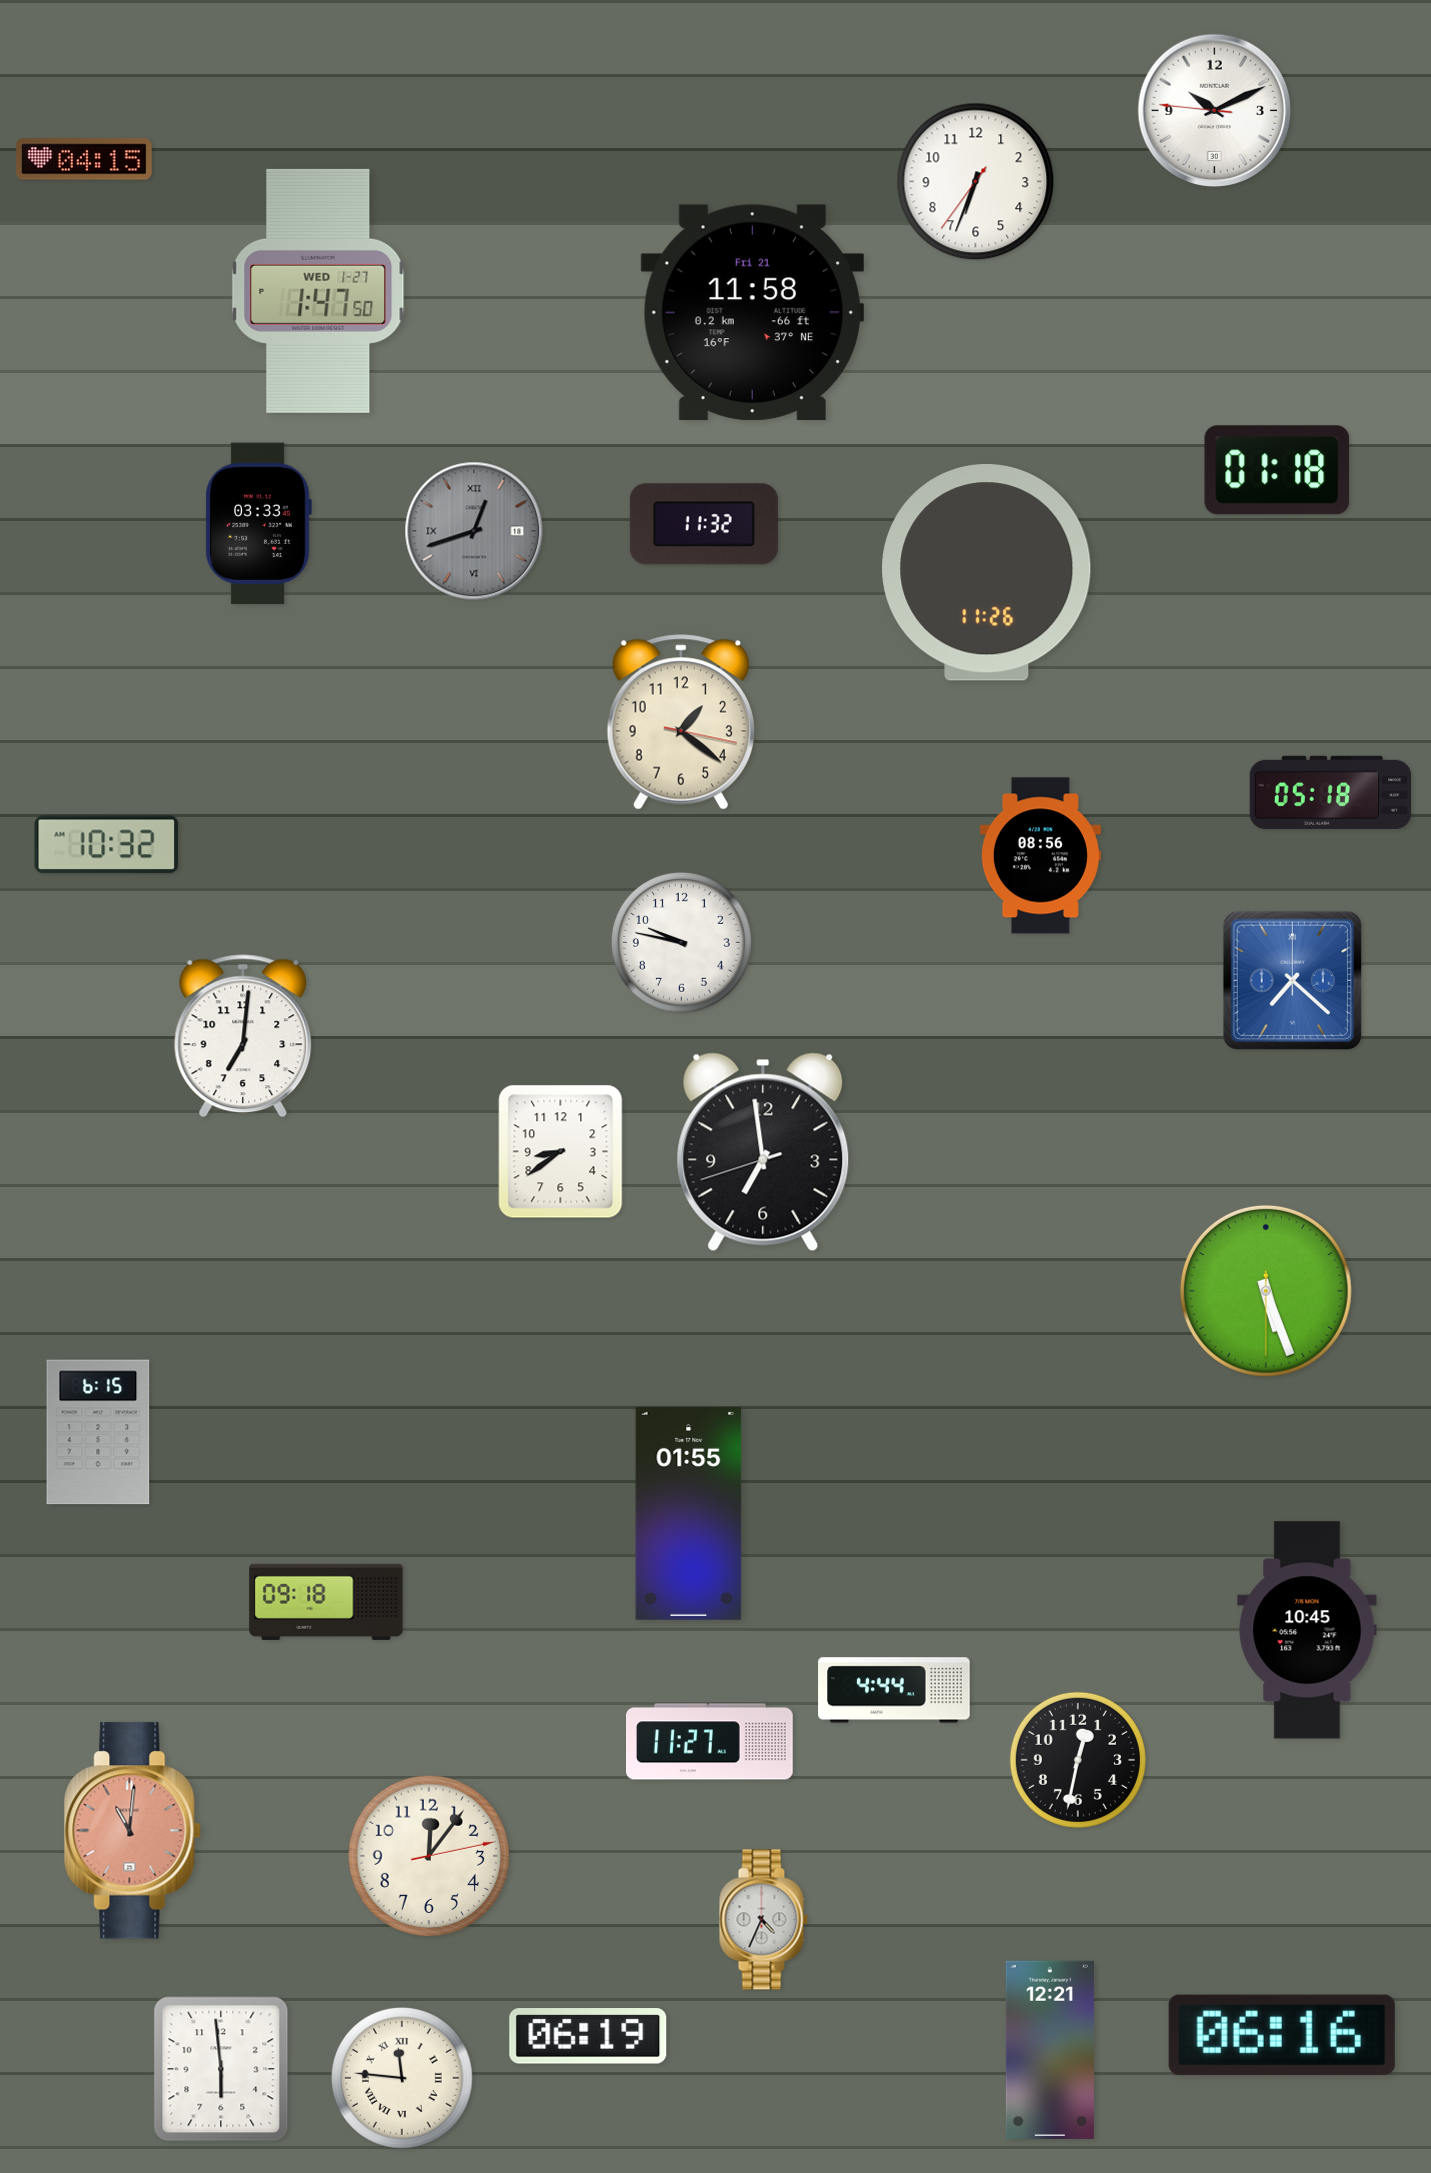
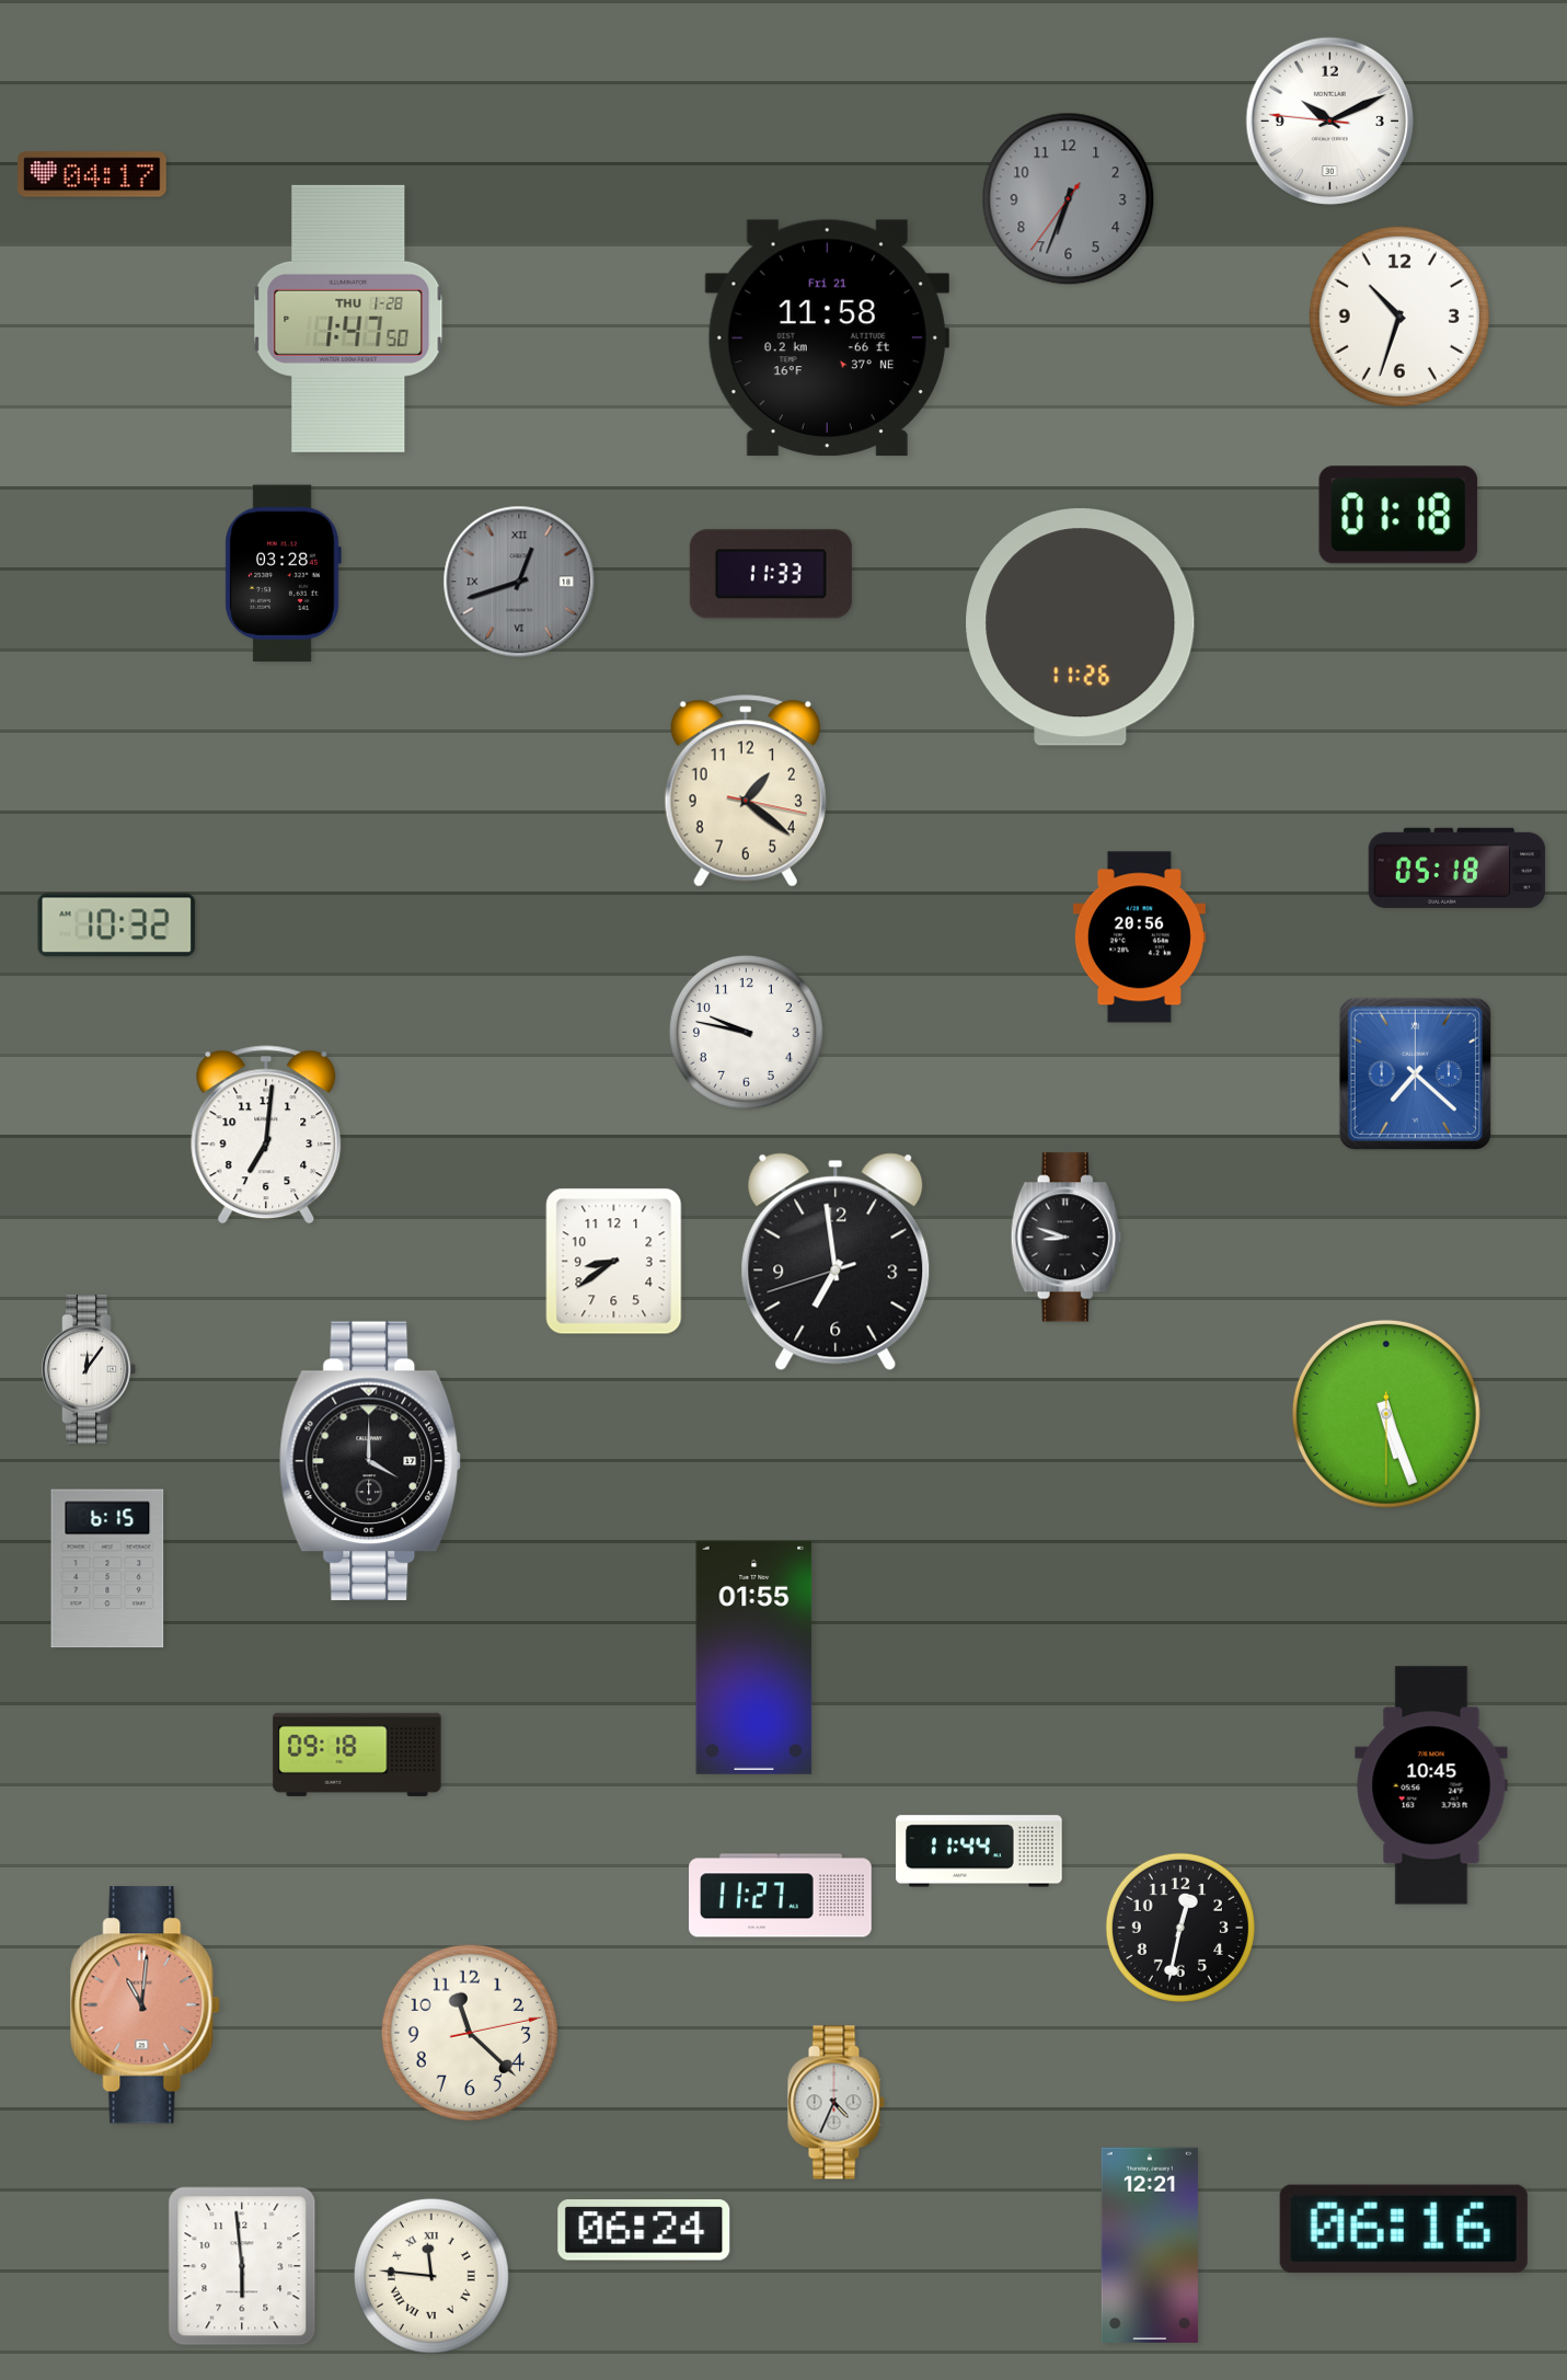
clock at (84, 159): 04:15 -> 04:17
clock at (976, 182) dial: white -> grey
clock at (1399, 317): none -> 10:33
clock at (318, 291) date: WED 1-27 -> THU 1-28
clock at (752, 313) position: (752, 313) -> (827, 338)
clock at (258, 524): 03:33 -> 03:28
clock at (704, 524): 11:32 -> 11:33
clock at (1040, 856): 08:56 -> 20:56
clock at (1065, 1238): none -> 8:48
clock at (89, 1369): none -> 12:06
clock at (370, 1460): none -> 4:00
clock at (894, 1690): 4:44 -> 11:44
clock at (710, 1742) position: (710, 1742) -> (781, 1896)
clock at (429, 1856): 12:06 -> 11:22
clock at (588, 2036): 06:19 -> 06:24
clock at (402, 2078) position: (402, 2078) -> (431, 2276)
